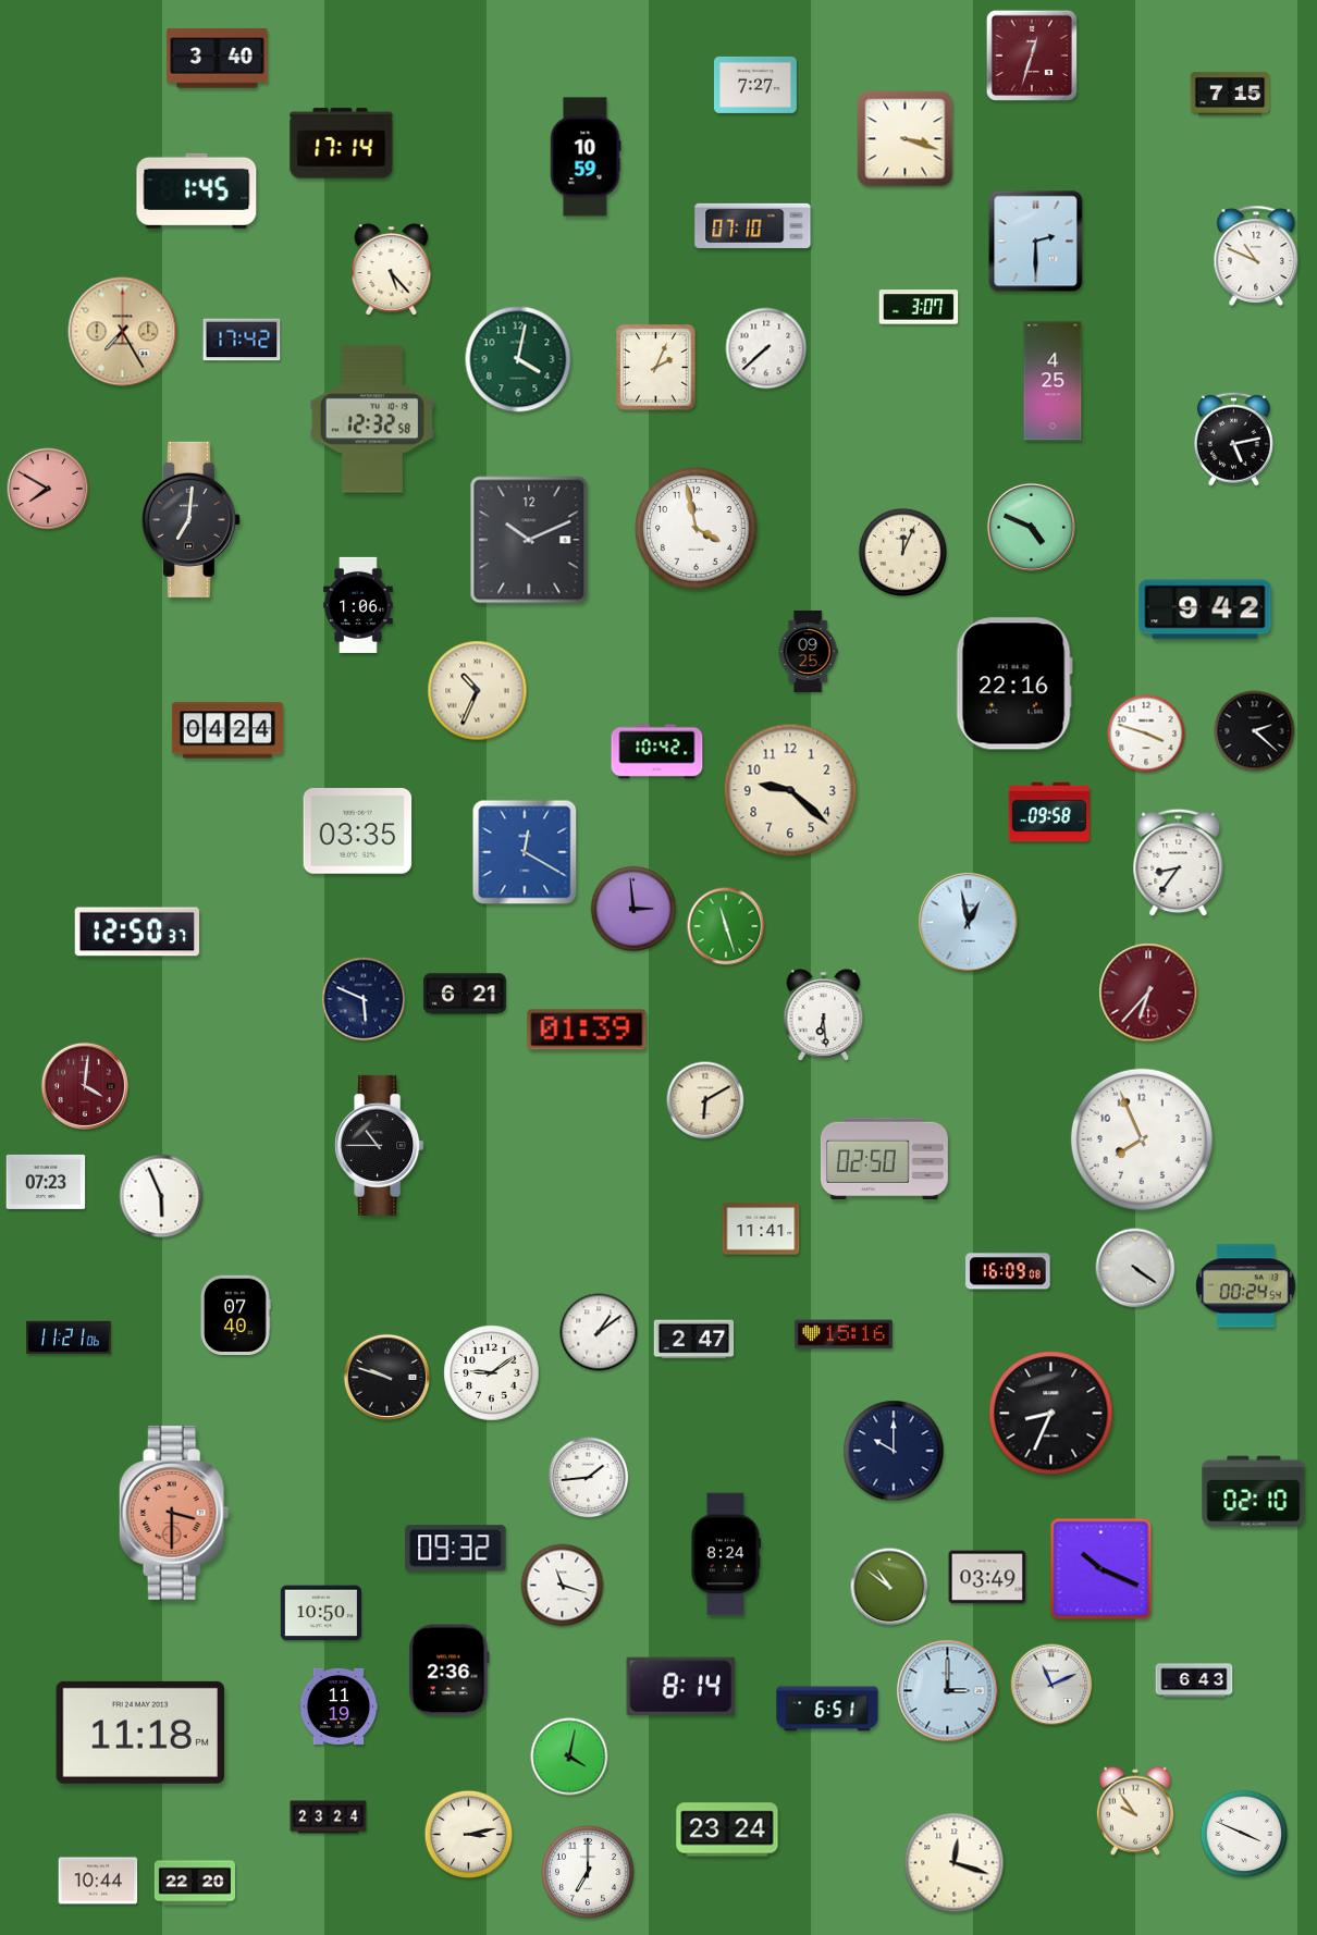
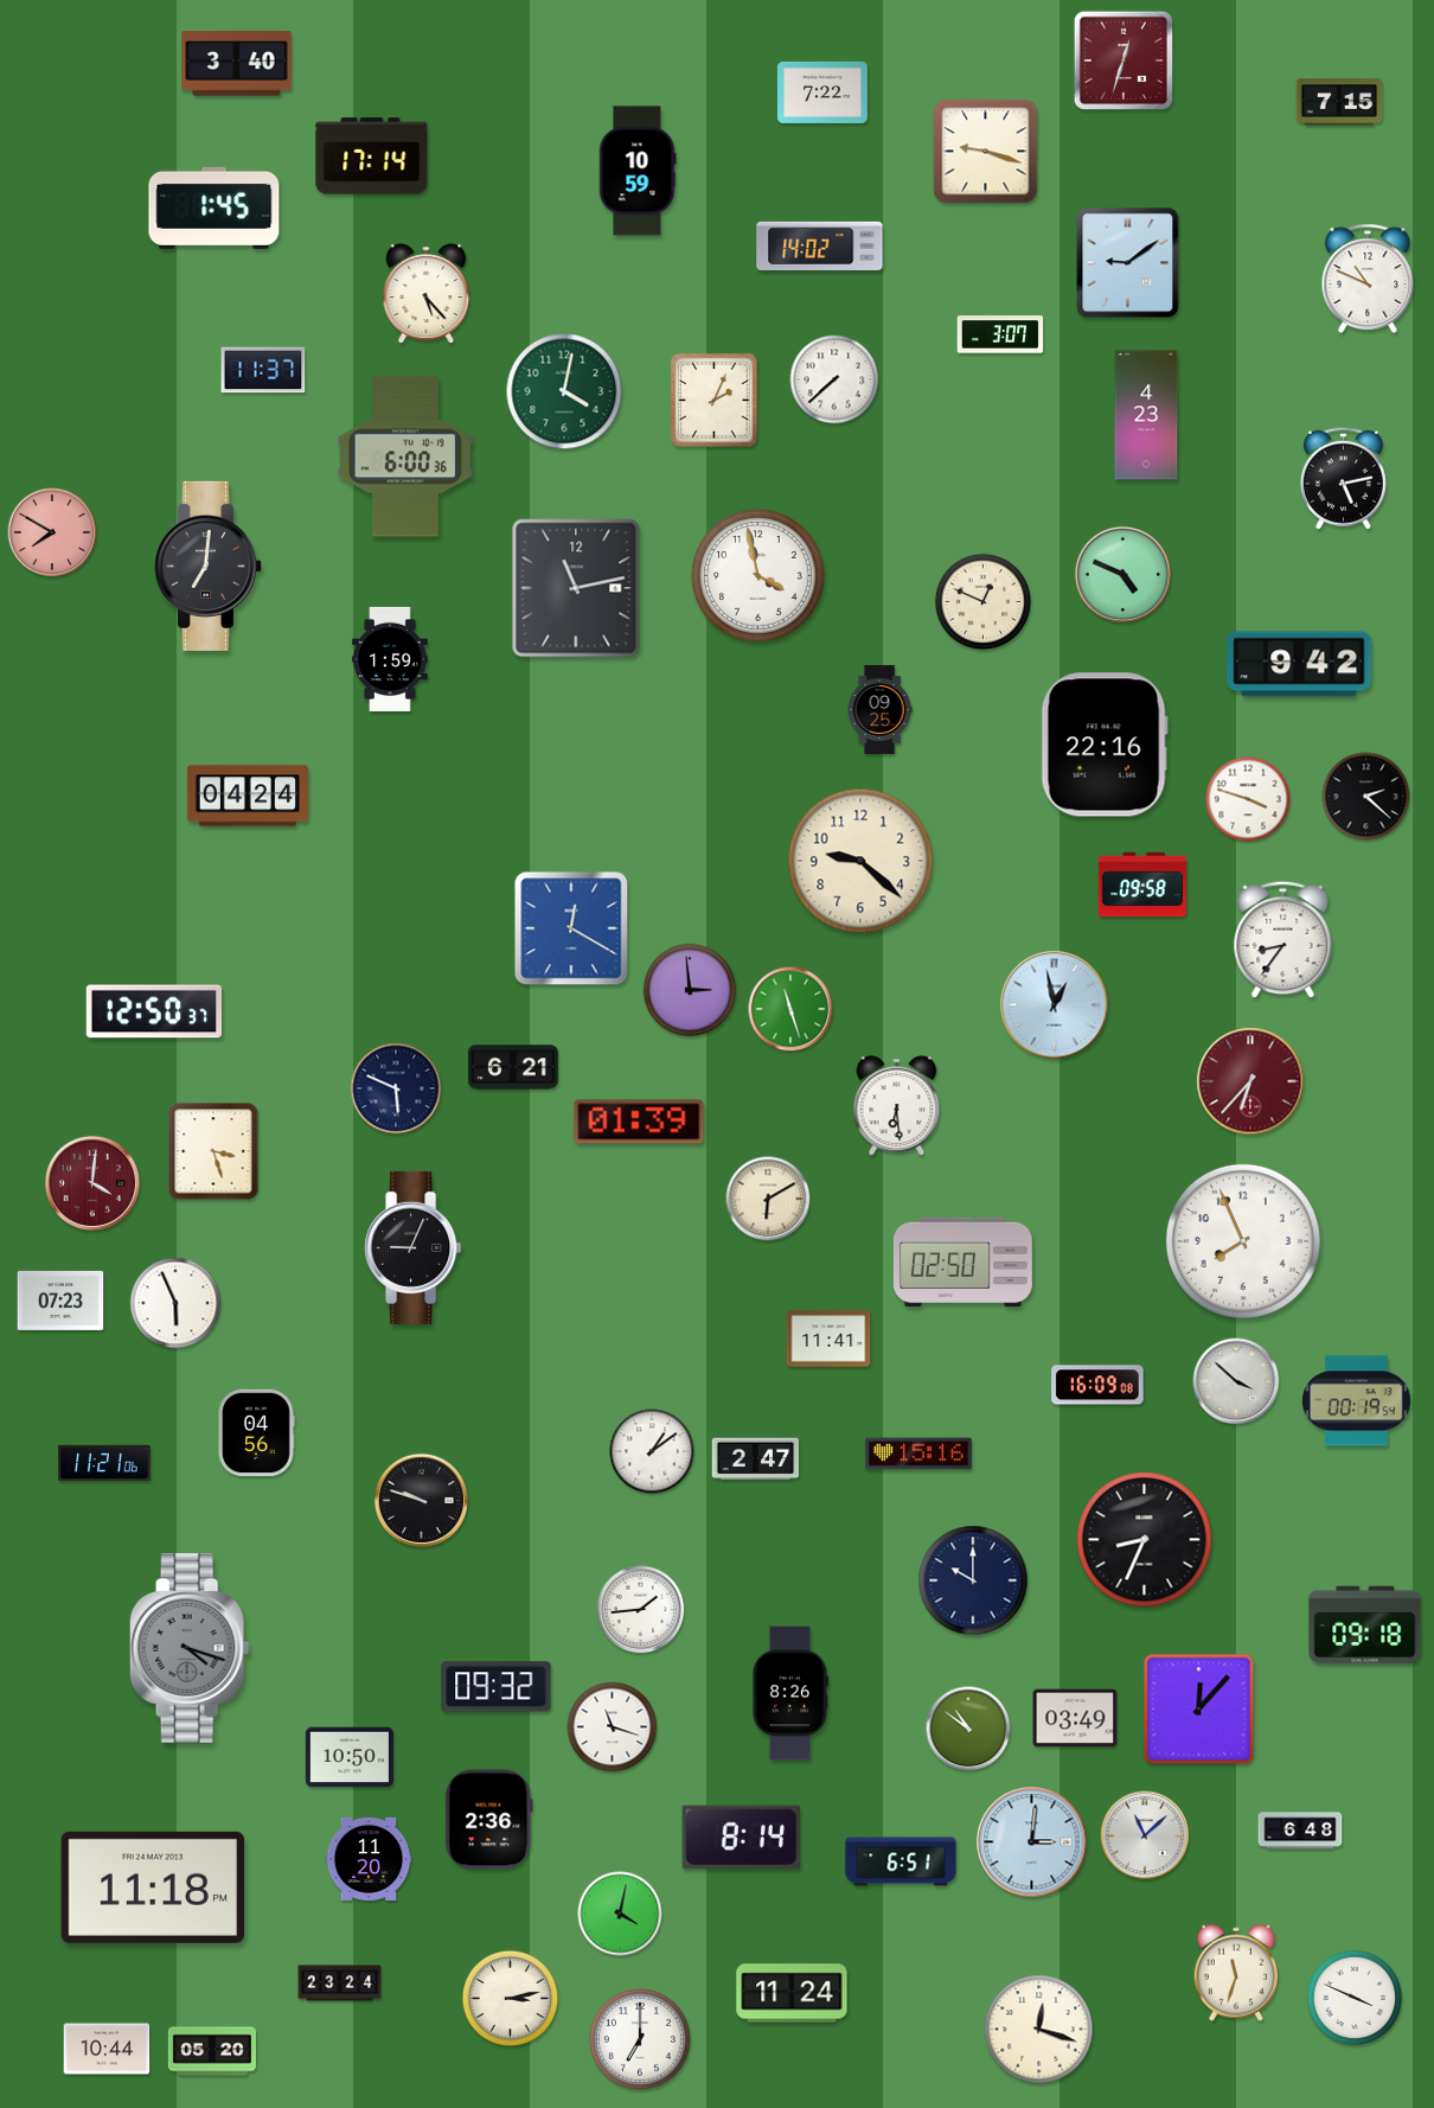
clock at (755, 85): 7:27 -> 7:22
clock at (906, 139): 3:18 -> 9:18
clock at (753, 225): 07:10 -> 14:02
clock at (1036, 242): 2:30 -> 9:09
clock at (123, 332): 7:25 -> none
clock at (242, 340): 17:42 -> 11:37
clock at (1053, 381): 4:25 -> 4:23
clock at (371, 419): 12:32 -> 6:00
clock at (529, 540): 10:11 -> 11:13
clock at (903, 553): 12:04 -> 12:49
clock at (358, 605): 1:06 -> 1:59
clock at (1205, 609) position: (1205, 609) -> (1299, 664)
clock at (478, 691): 10:34 -> none
clock at (657, 752): 10:42 -> none
clock at (358, 831): 03:35 -> none
clock at (136, 932) position: (136, 932) -> (153, 1011)
clock at (465, 994) position: (465, 994) -> (513, 1067)
clock at (213, 1151): none -> 3:27
clock at (380, 1145): 10:45 -> 9:04
clock at (46, 1182) position: (46, 1182) -> (60, 1301)
clock at (1135, 1268): 4:21 -> 3:52
clock at (1246, 1286): 00:24 -> 00:19
clock at (235, 1316): 07:40 -> 04:56
clock at (69, 1338) position: (69, 1338) -> (104, 1463)
clock at (492, 1373): 9:09 -> none
clock at (1254, 1492): 02:10 -> 09:18
clock at (174, 1513): 3:30 -> 4:18
clock at (174, 1513) dial: salmon -> grey
clock at (725, 1554): 8:24 -> 8:26
clock at (1101, 1569): 10:19 -> 12:07
clock at (1194, 1680): 6:43 -> 6:48
clock at (1051, 1685): 11:11 -> 11:08
clock at (948, 1691): 3:00 -> 3:01
clock at (339, 1706): 11:19 -> 11:20
clock at (1135, 1811): 9:54 -> 11:33
clock at (329, 1817) position: (329, 1817) -> (340, 1984)
clock at (727, 1829): 23:24 -> 11:24
clock at (194, 1883): 22:20 -> 05:20
